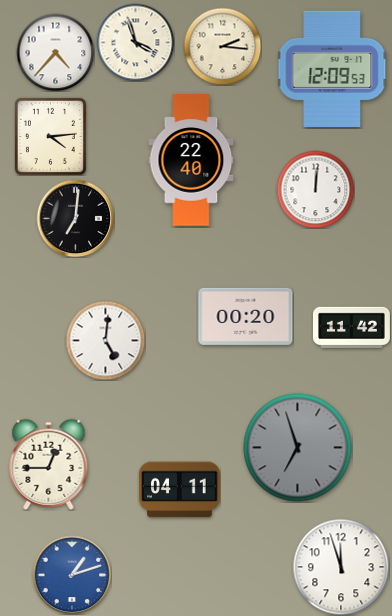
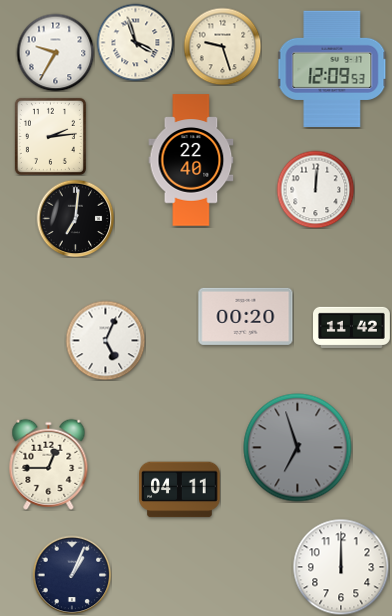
clock at (222, 46): 2:16 -> 9:27
clock at (55, 52): 4:37 -> 9:35
clock at (50, 136): 4:14 -> 2:14
clock at (105, 340): 5:01 -> 5:04
clock at (341, 567): 11:57 -> 12:00
clock at (72, 575): 1:12 -> 1:04
clock at (72, 575) dial: blue -> navy
